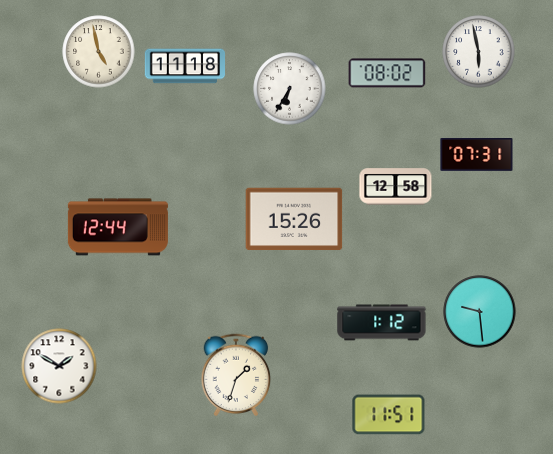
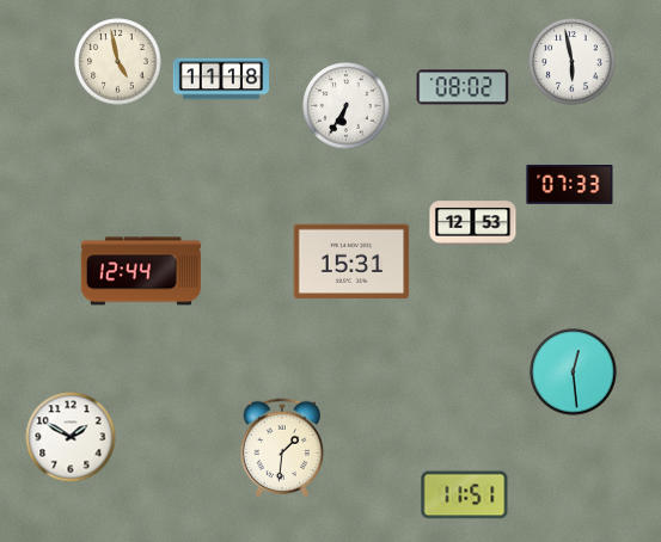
clock at (477, 155): 07:31 -> 07:33
clock at (396, 187): 12:58 -> 12:53
clock at (294, 219): 15:26 -> 15:31
clock at (480, 312): 9:29 -> 12:29
clock at (382, 323): 1:12 -> none
clock at (236, 375): 1:33 -> 1:31
